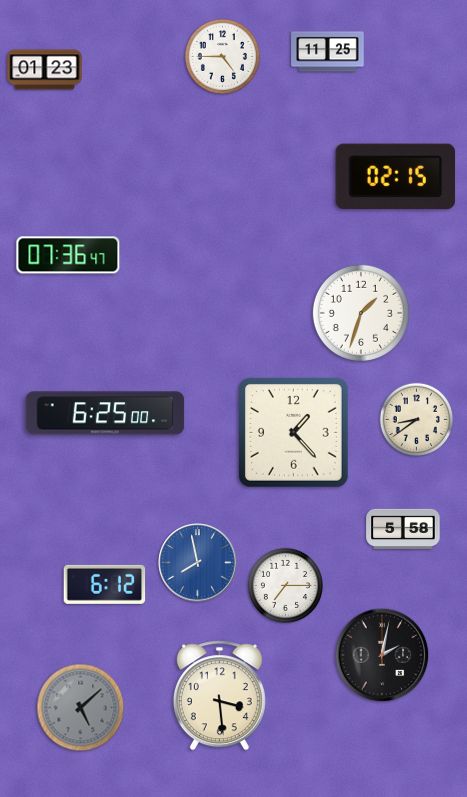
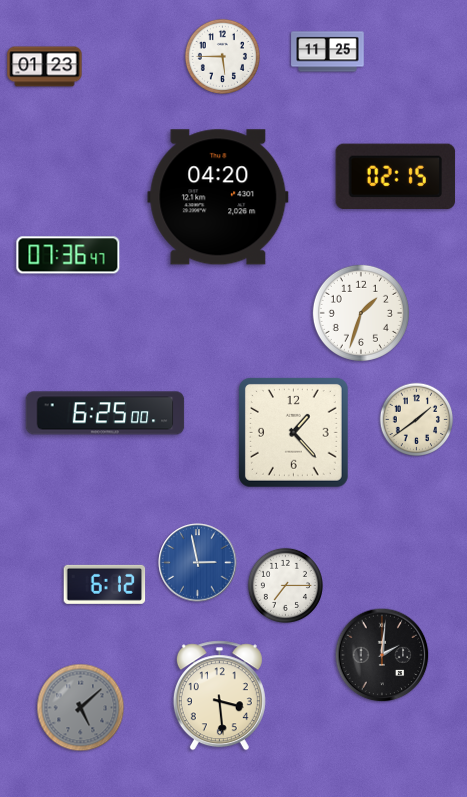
clock at (222, 56): 4:45 -> 5:45
clock at (45, 70) position: (45, 70) -> (45, 67)
clock at (218, 197): none -> 04:20
clock at (417, 420): 8:39 -> 1:39
clock at (403, 528): 5:58 -> none
clock at (198, 563): 7:58 -> 2:58
clock at (382, 655): 2:02 -> 2:01
